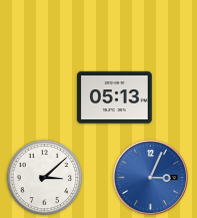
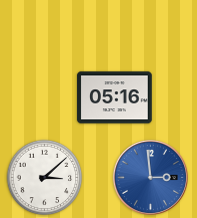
clock at (115, 98): 05:13 -> 05:16
clock at (150, 177): 3:04 -> 2:59
